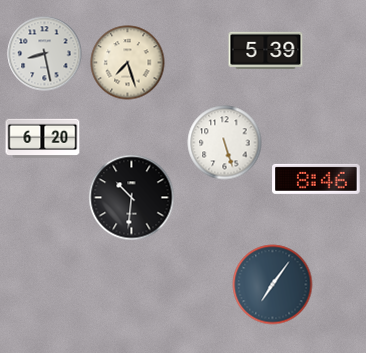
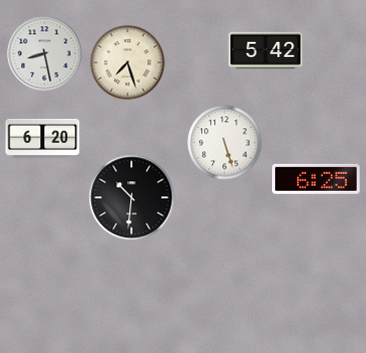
clock at (266, 50): 5:39 -> 5:42
clock at (316, 179): 8:46 -> 6:25
clock at (273, 285): 7:06 -> none
